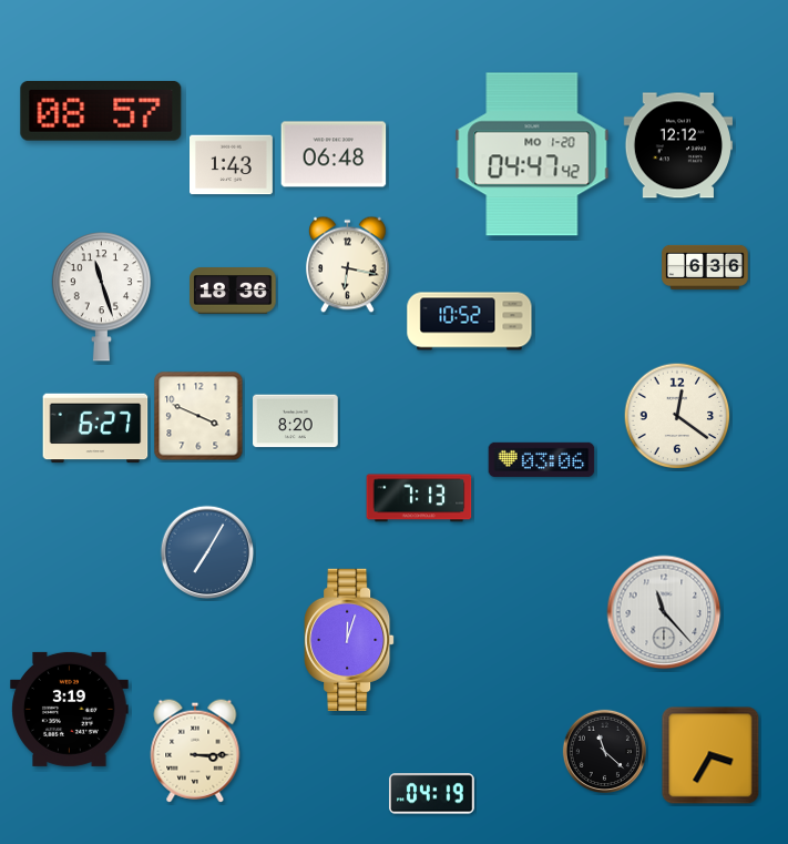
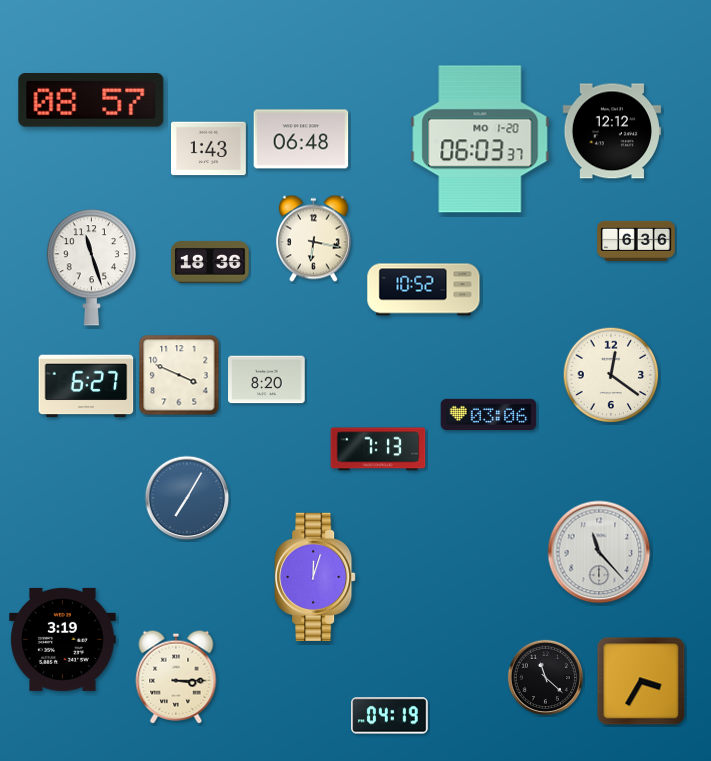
clock at (532, 154): 04:47 -> 06:03
